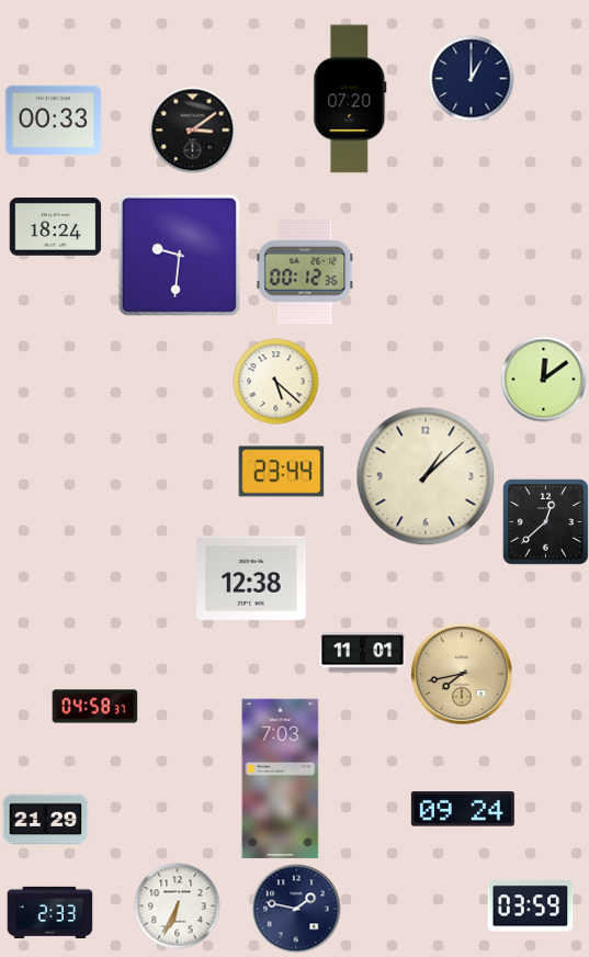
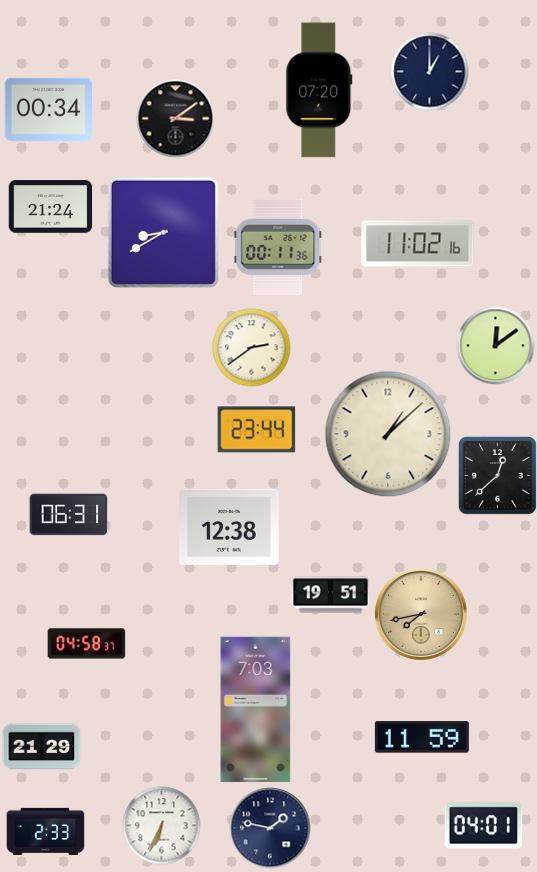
clock at (53, 120): 00:33 -> 00:34
clock at (55, 227): 18:24 -> 21:24
clock at (179, 255): 9:31 -> 8:40
clock at (418, 244): none -> 11:02
clock at (305, 271): 00:12 -> 00:11
clock at (275, 381): 5:22 -> 2:39
clock at (68, 515): none -> 06:31
clock at (362, 653): 11:01 -> 19:51
clock at (463, 809): 09:24 -> 11:59
clock at (530, 907): 03:59 -> 04:01
